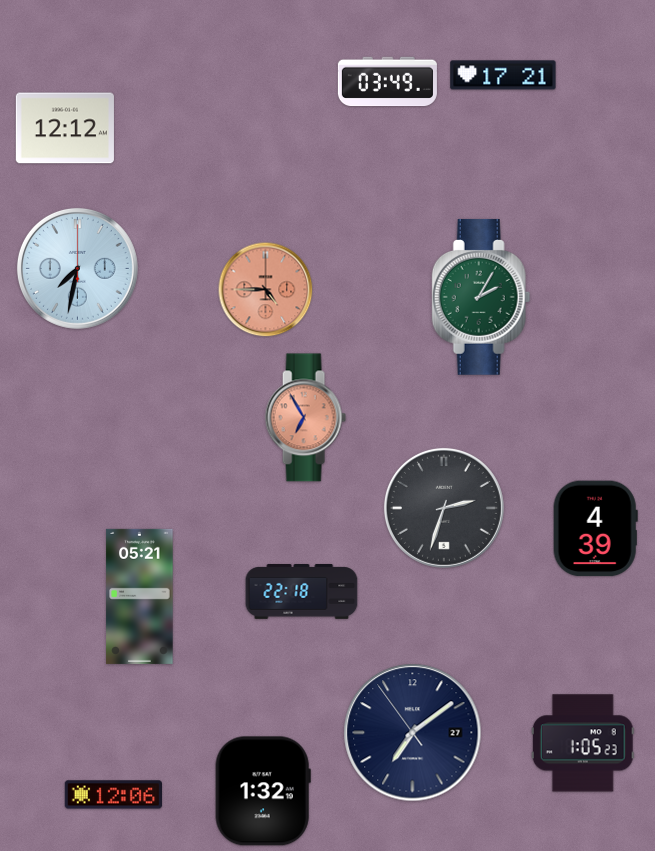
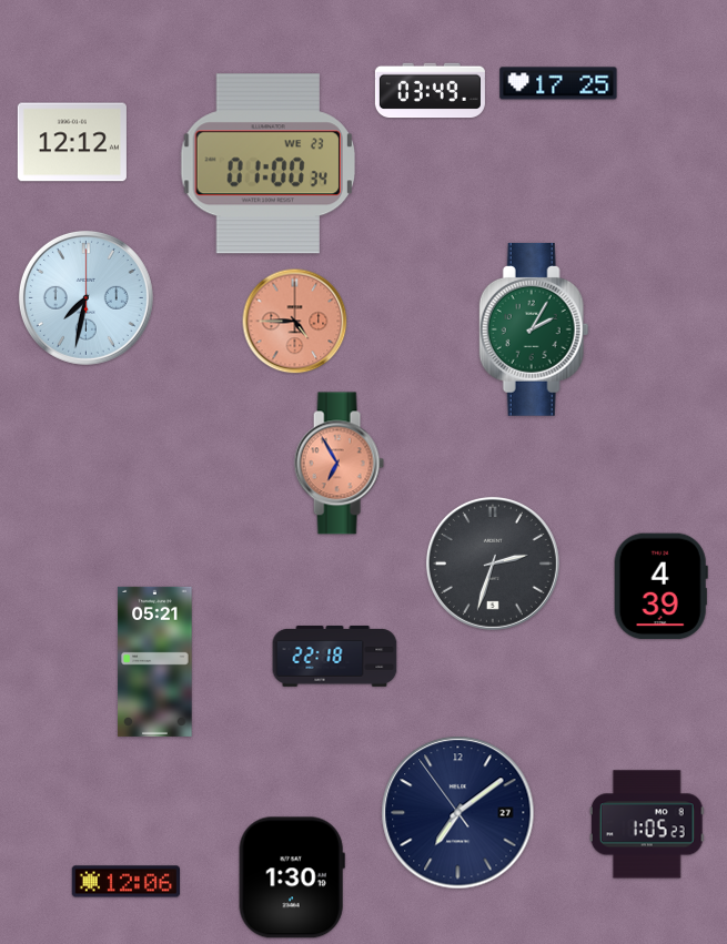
clock at (503, 75): 17:21 -> 17:25
clock at (267, 164): none -> 01:00
clock at (263, 791): 1:32 -> 1:30
